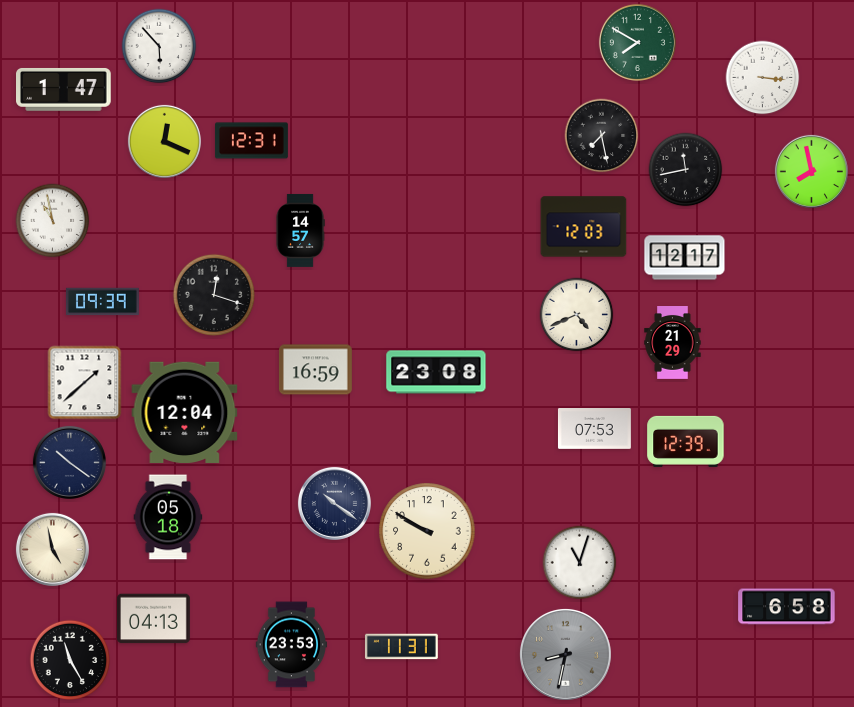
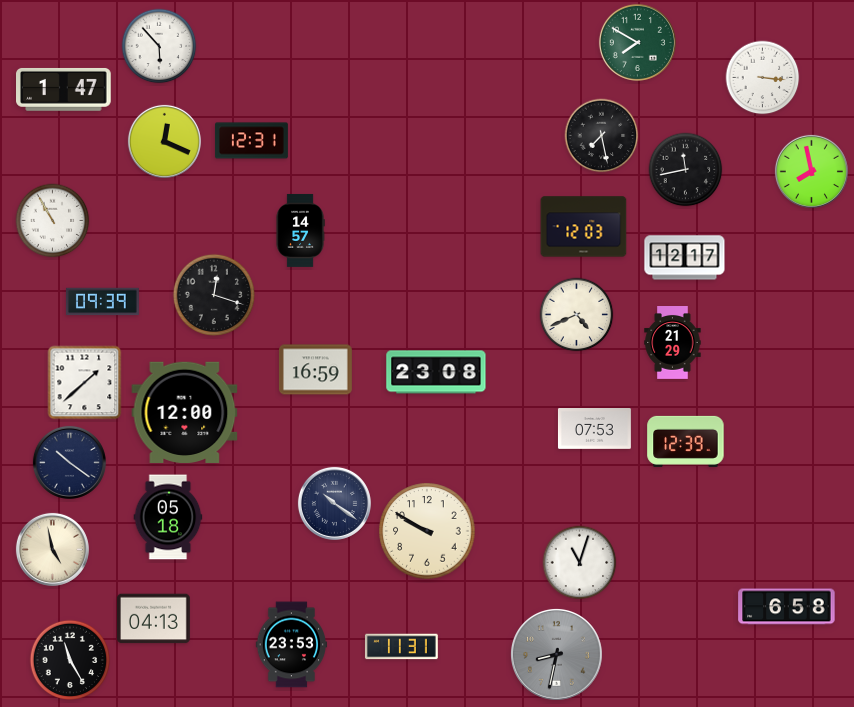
clock at (53, 221): 10:58 -> 10:55
clock at (185, 412): 12:04 -> 12:00
clock at (566, 655) position: (566, 655) -> (557, 655)
